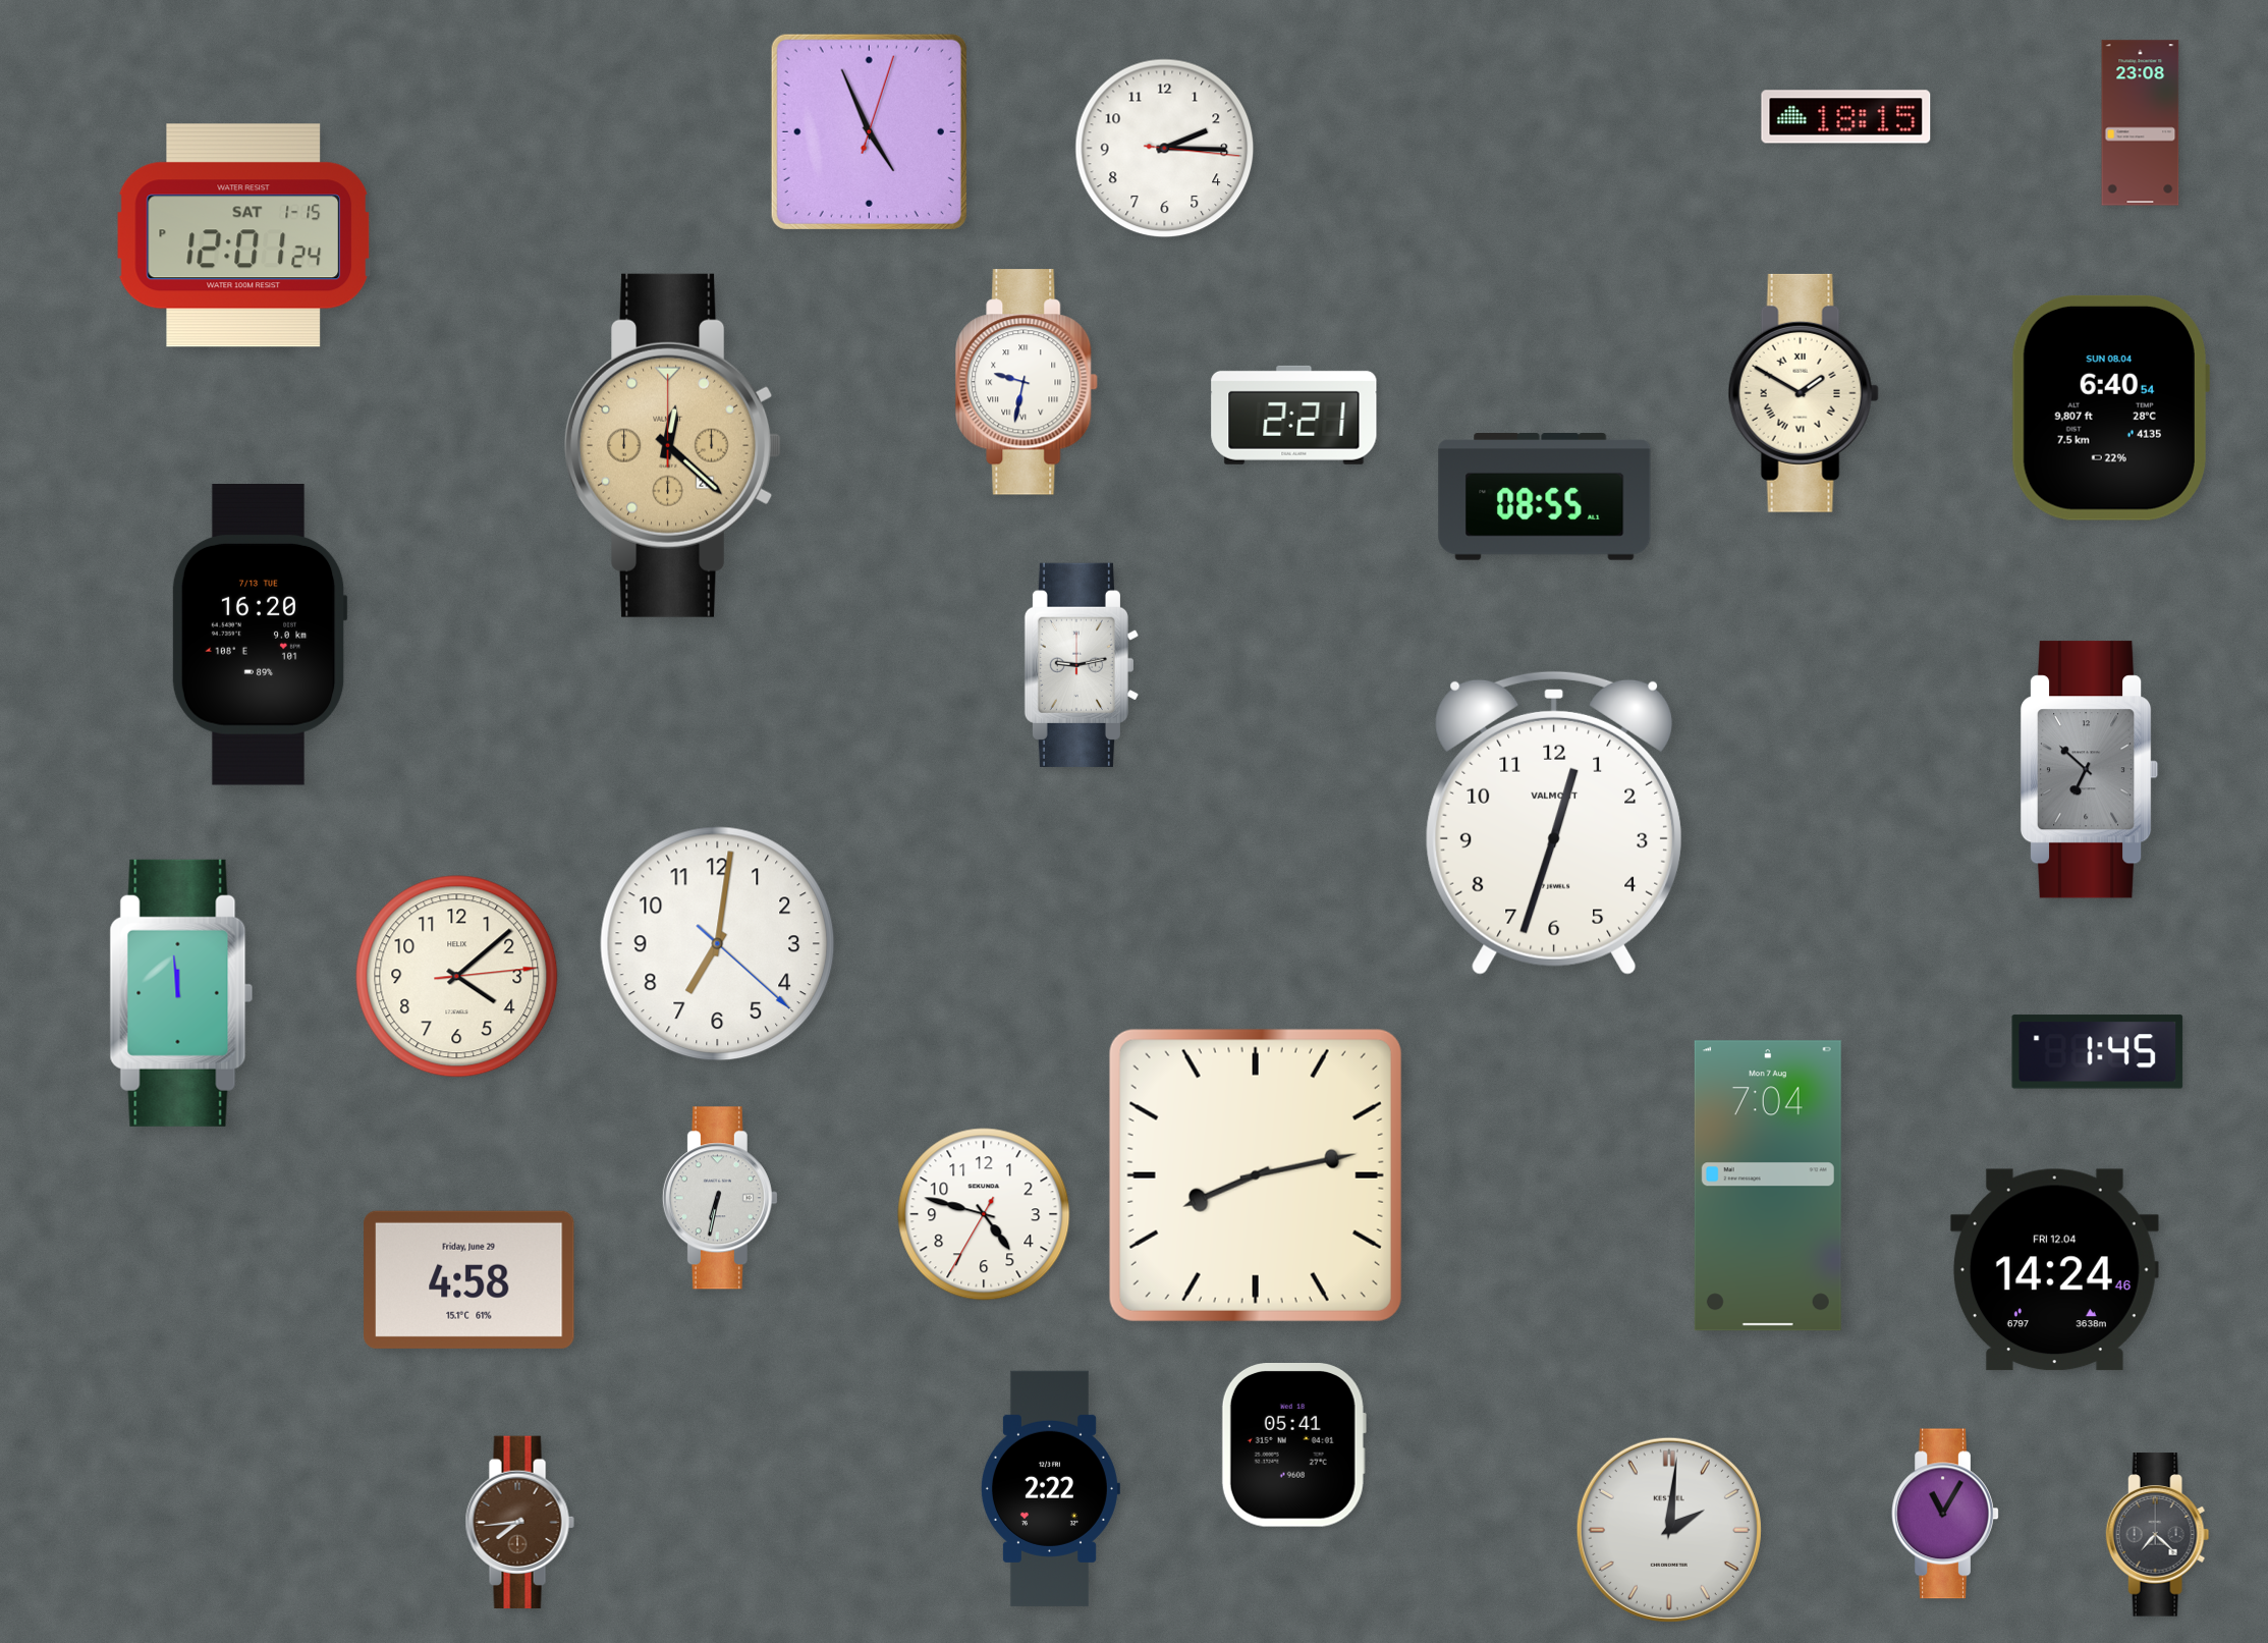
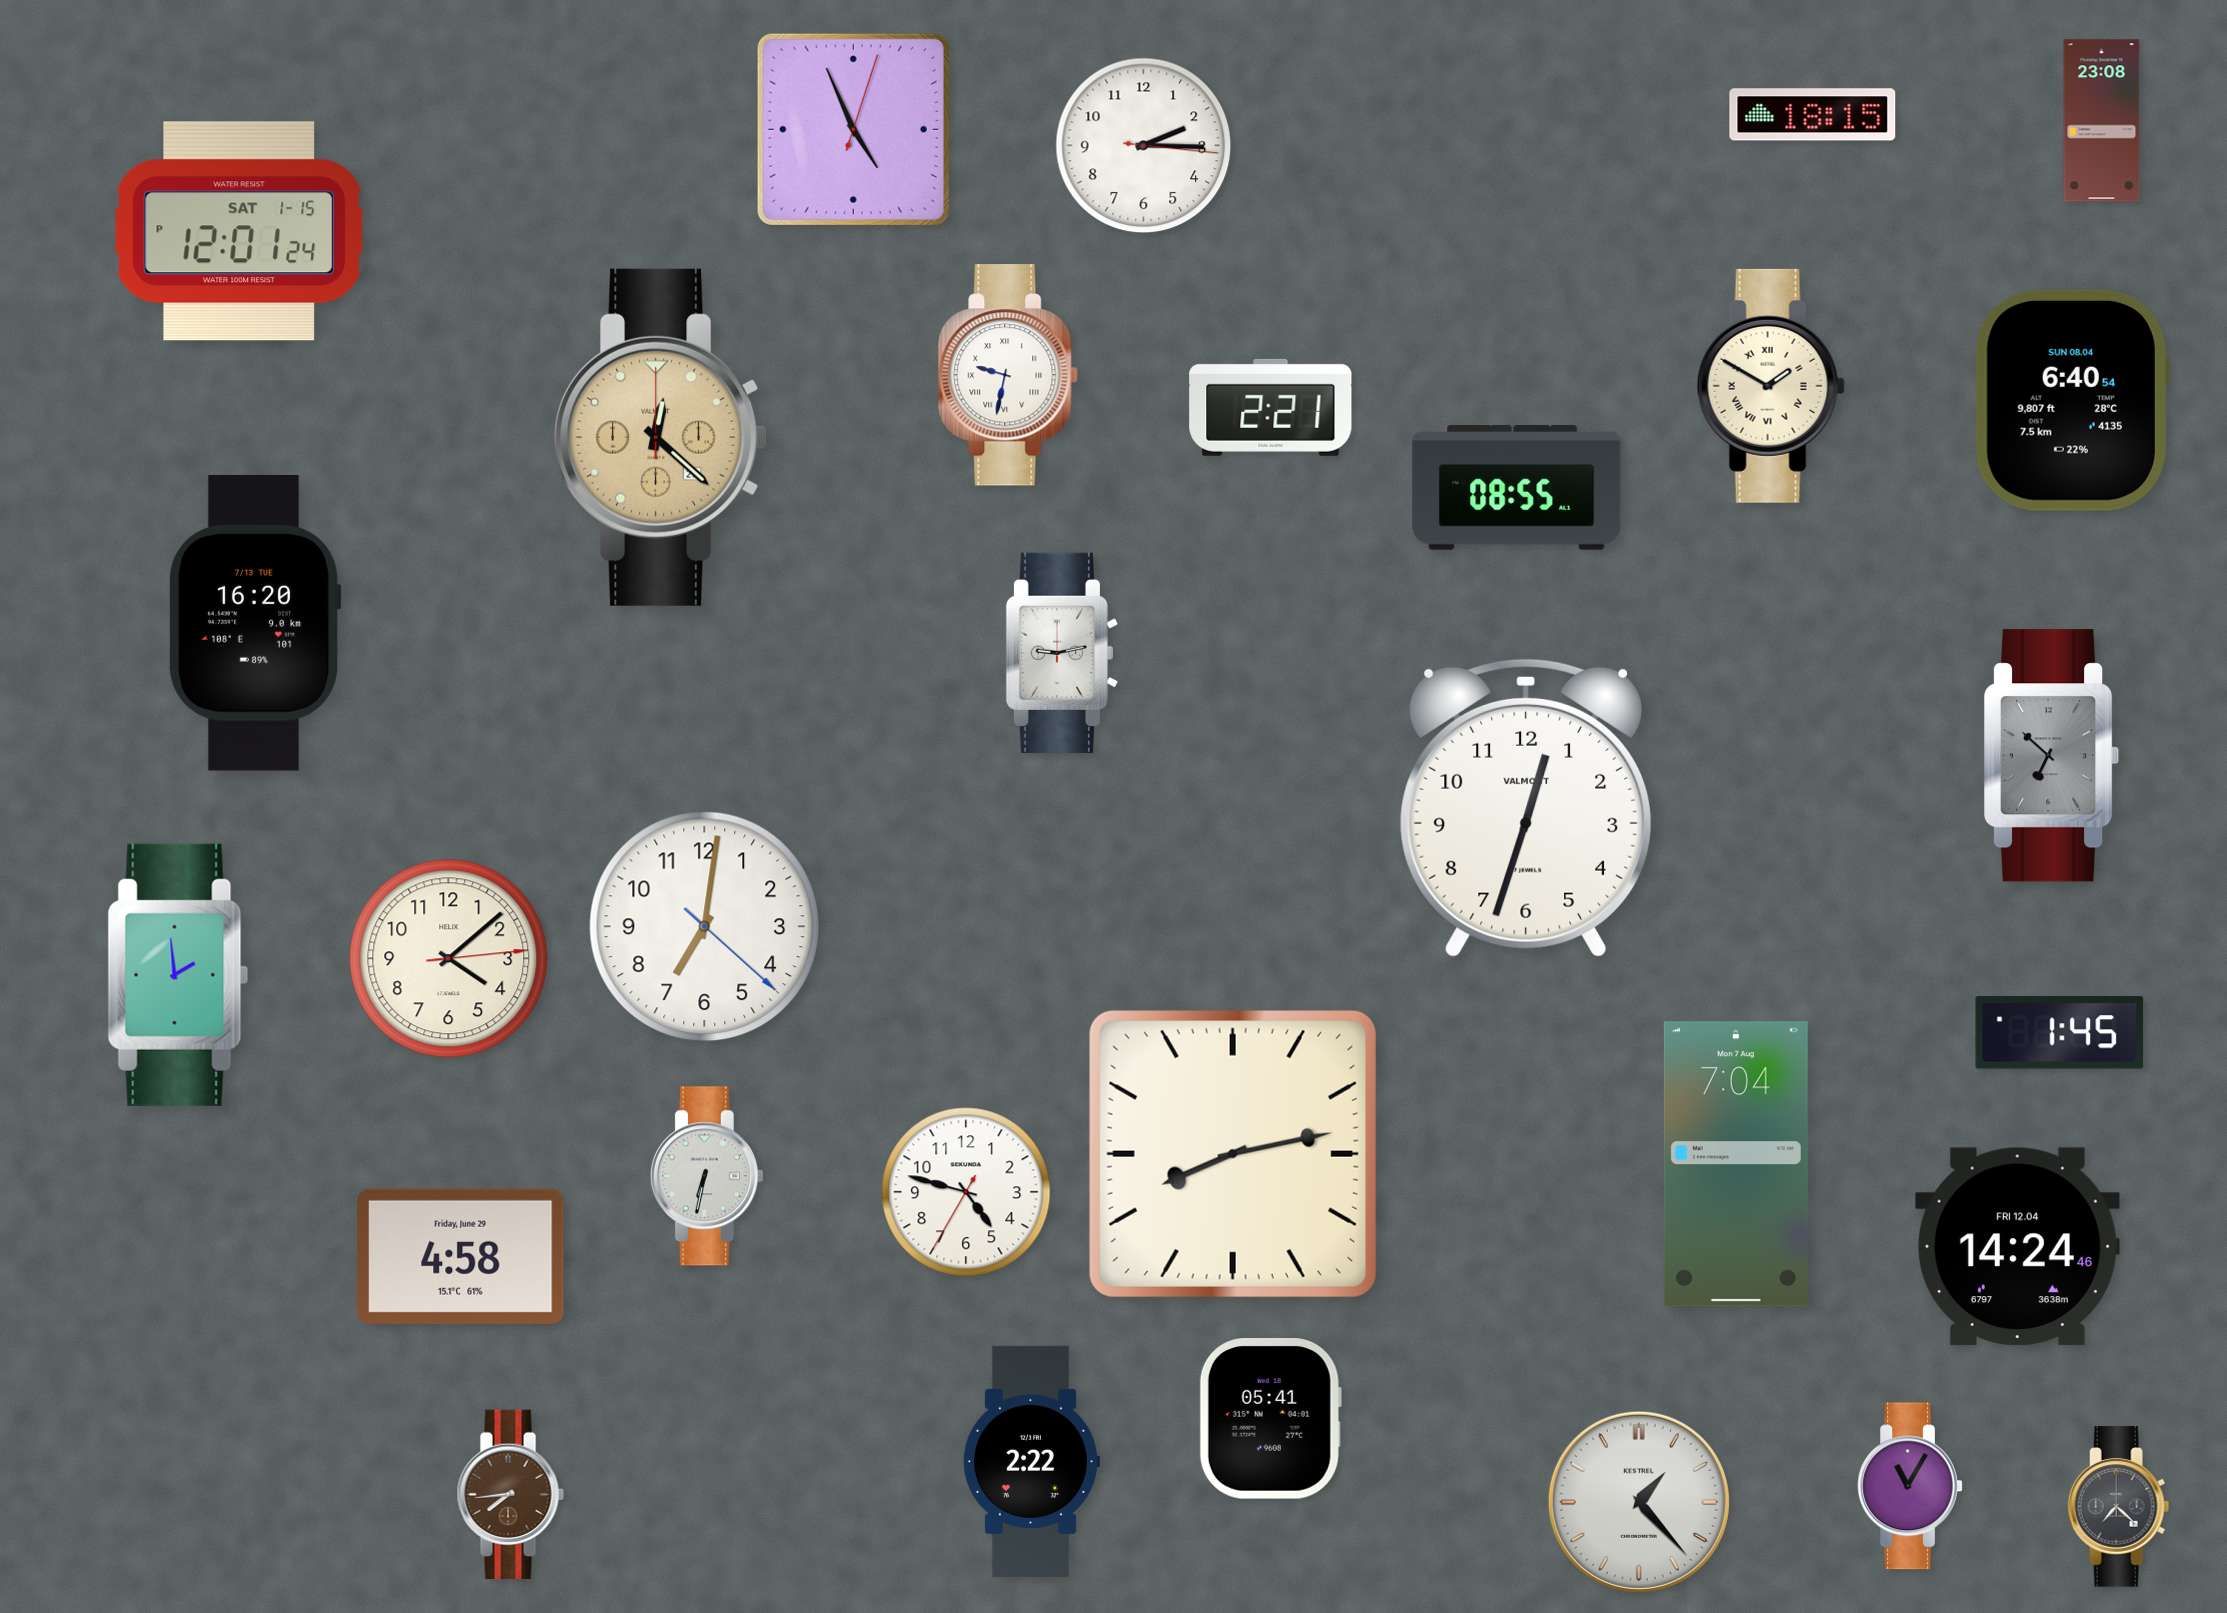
clock at (181, 993): 11:59 -> 1:59
clock at (1669, 1530): 2:01 -> 1:23
